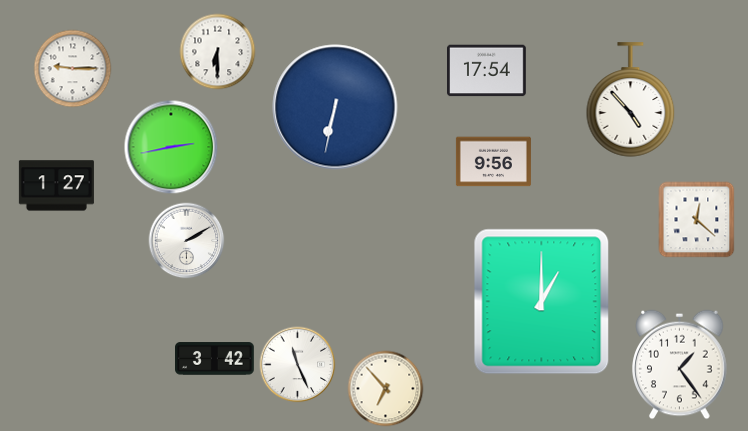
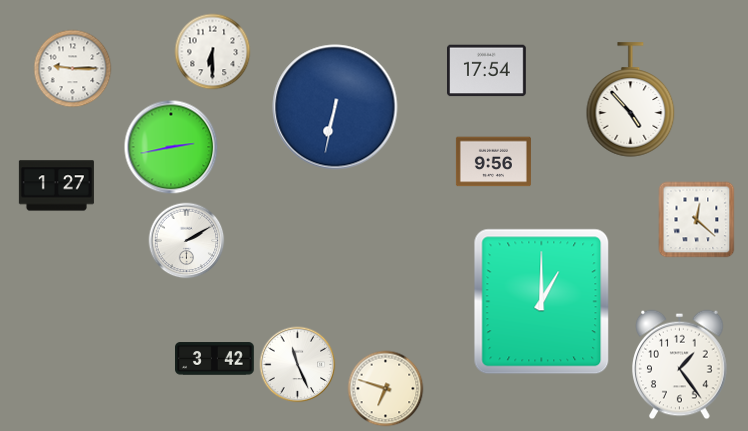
clock at (218, 52) position: (218, 52) -> (213, 52)
clock at (386, 389): 6:53 -> 6:48
